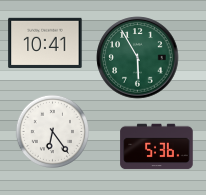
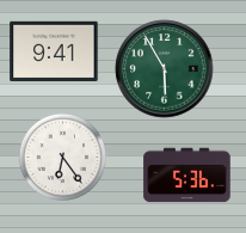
clock at (45, 43): 10:41 -> 9:41
